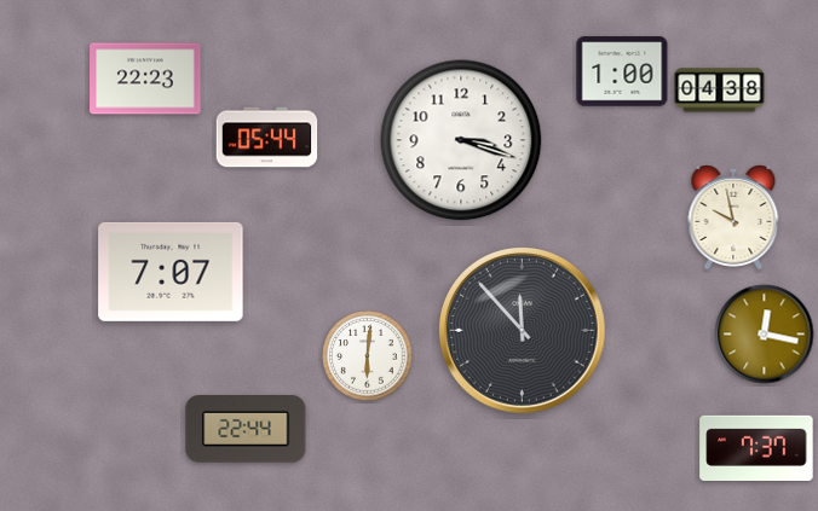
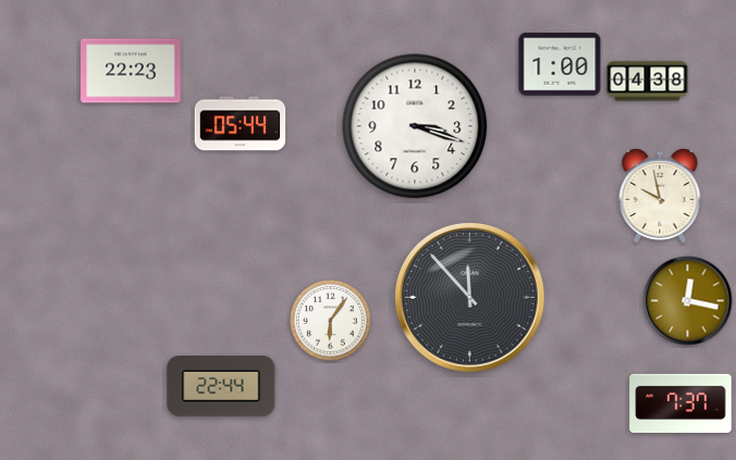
clock at (171, 272): 7:07 -> none
clock at (368, 356): 6:01 -> 6:06
